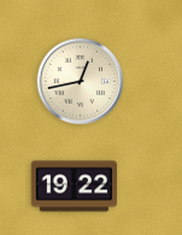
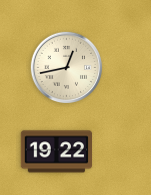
clock at (74, 187) position: (74, 187) -> (56, 152)
